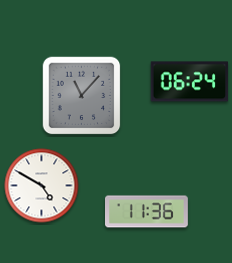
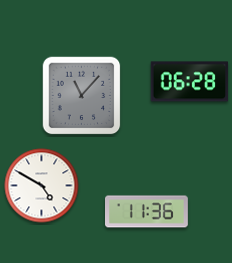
clock at (190, 82): 06:24 -> 06:28
